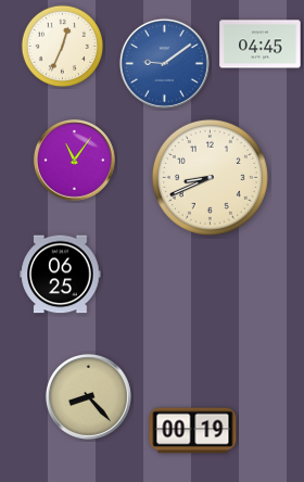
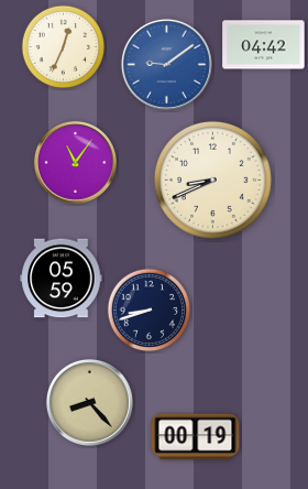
clock at (261, 45): 04:45 -> 04:42
clock at (61, 275): 06:25 -> 05:59
clock at (150, 311): none -> 8:42
